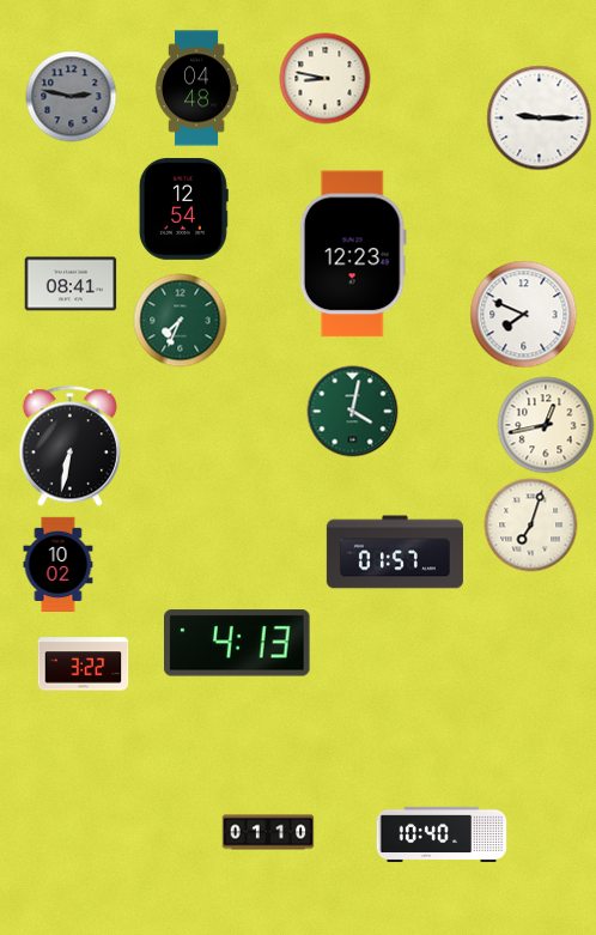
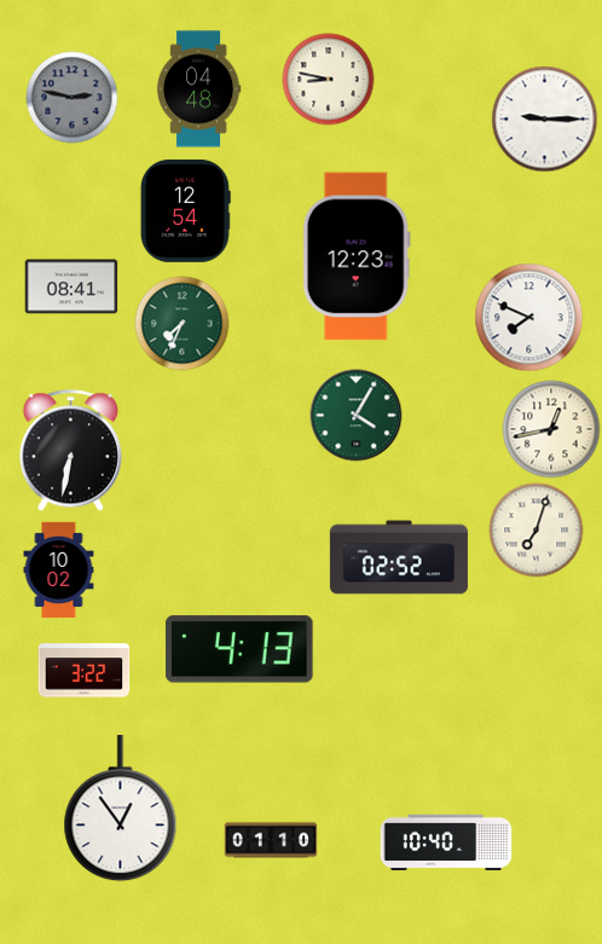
clock at (353, 412): 4:02 -> 4:05
clock at (395, 552): 01:57 -> 02:52
clock at (121, 809): none -> 12:54
